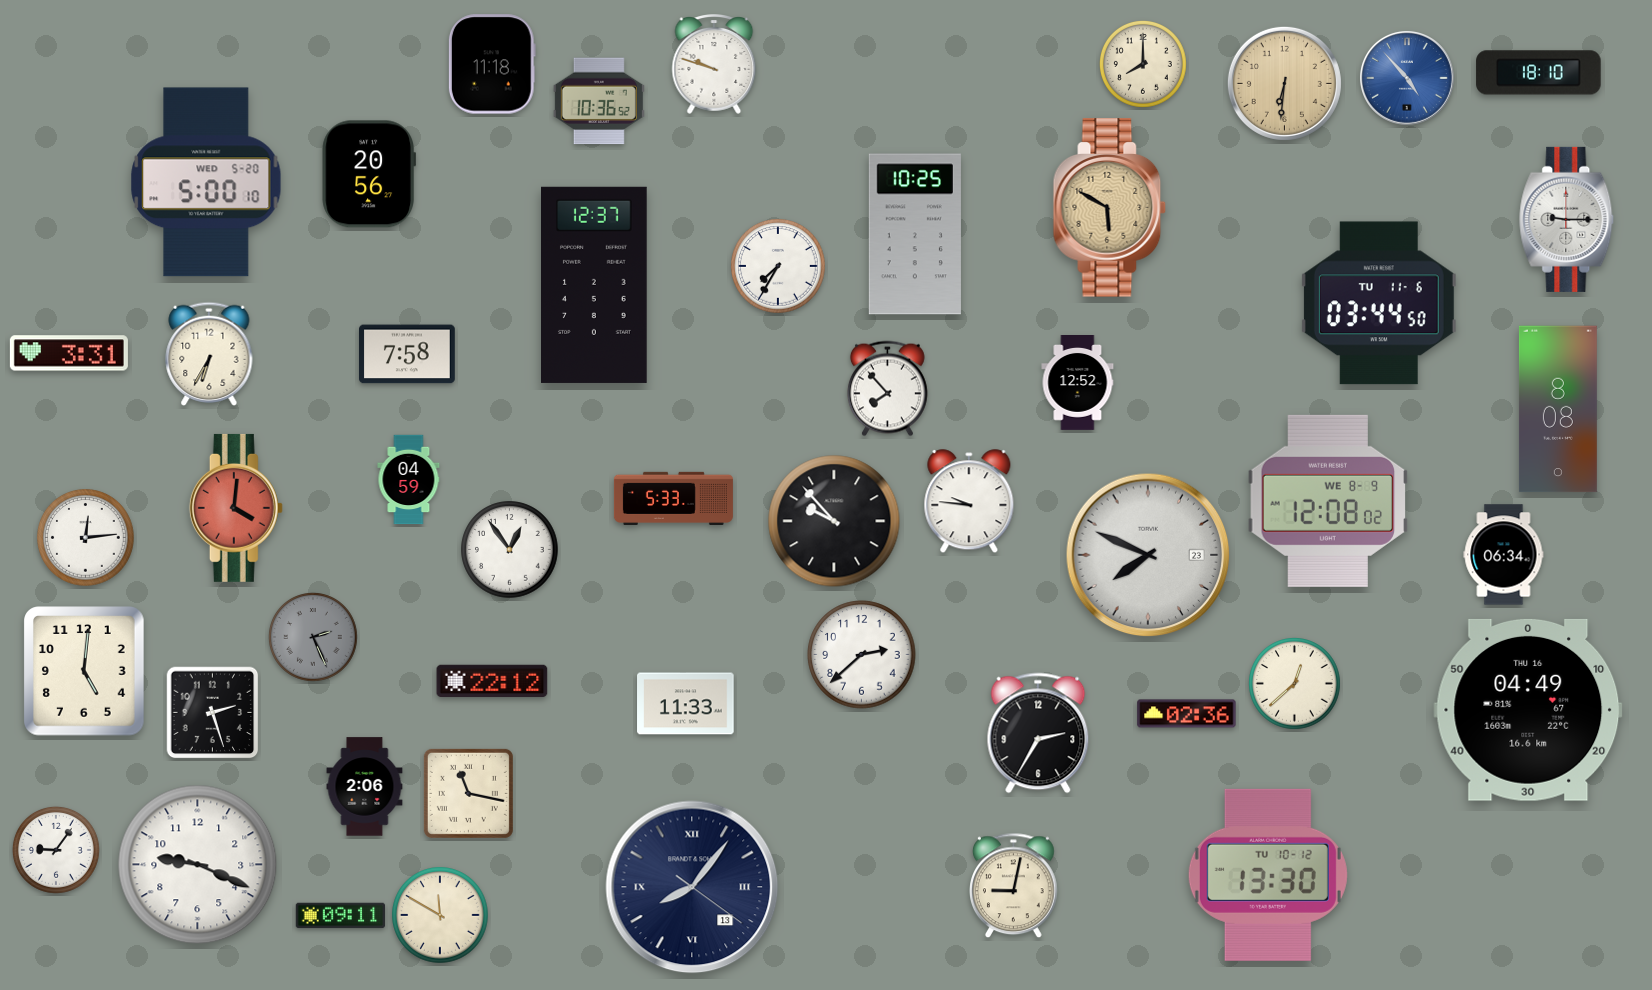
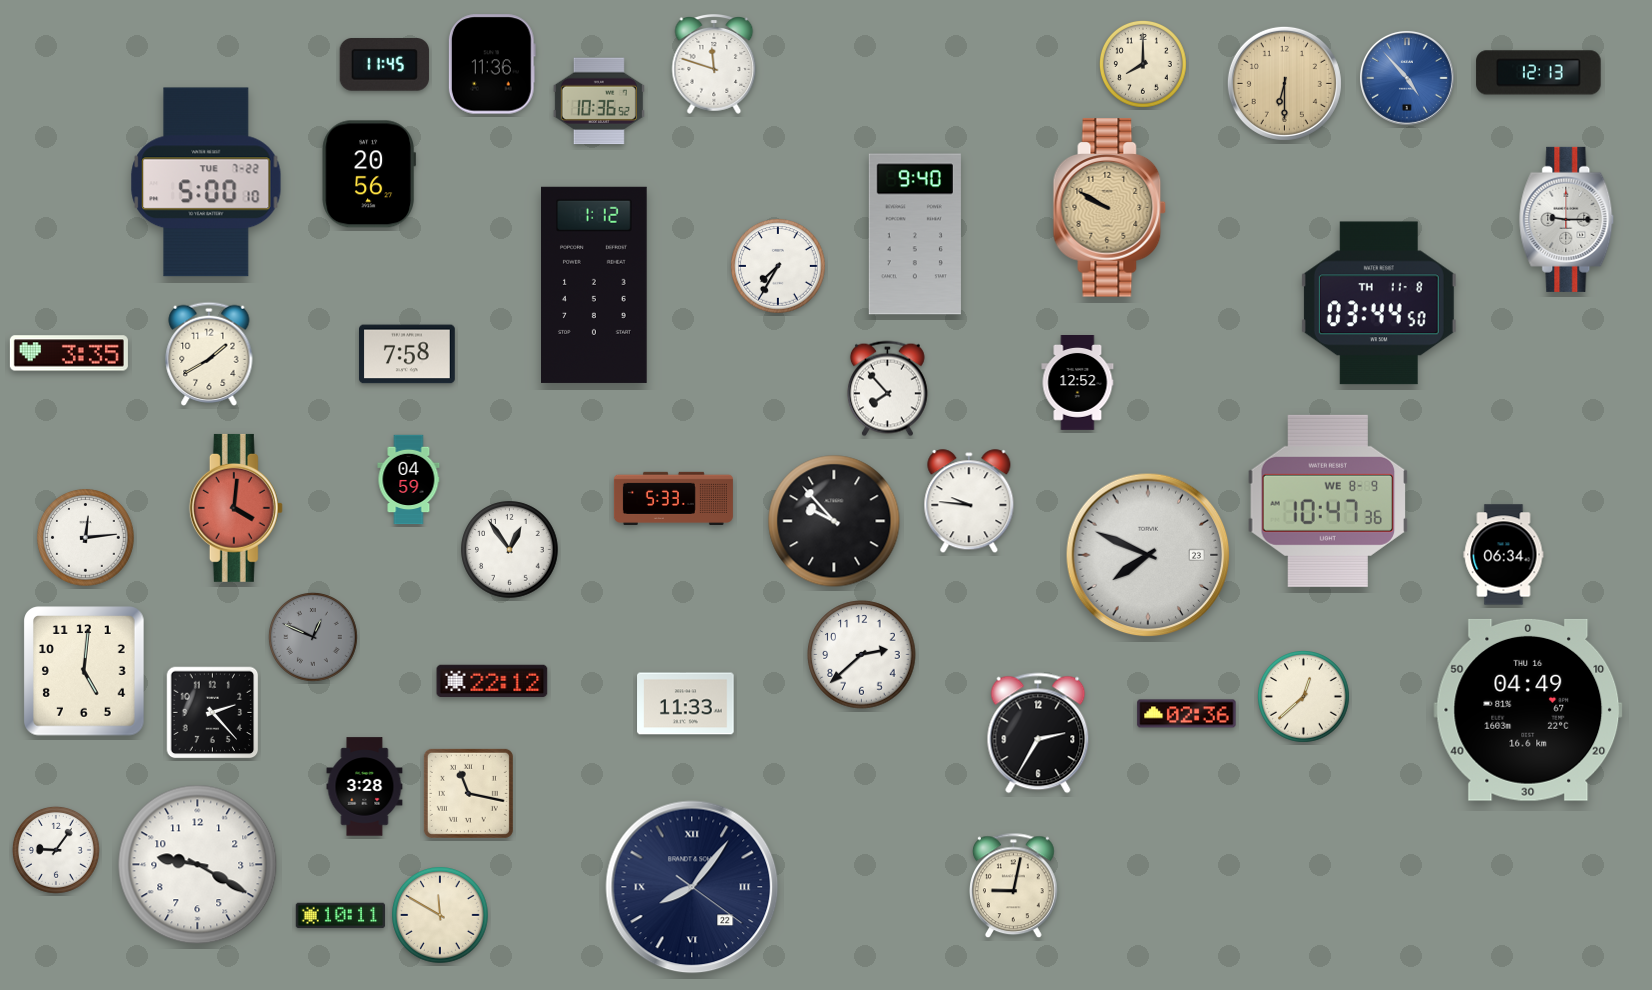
clock at (492, 64): 11:18 -> 11:36
clock at (384, 65): none -> 11:45
clock at (714, 65): 9:48 -> 11:48
clock at (1539, 73): 18:10 -> 12:13
clock at (1284, 83): 6:31 -> 6:30
clock at (206, 182) date: WED 5-20 -> TUE 7-22
clock at (1110, 208): 5:50 -> 9:50
clock at (915, 234): 10:25 -> 9:40
clock at (595, 285): 12:37 -> 1:12
clock at (1379, 303) date: TU 11-6 -> TH 11-8
clock at (69, 353): 3:31 -> 3:35
clock at (209, 353): 6:35 -> 1:40
clock at (1558, 409): 8:08 -> none
clock at (1328, 501): 12:08 -> 10:47
clock at (314, 638): 2:26 -> 12:49
clock at (1295, 684) position: (1295, 684) -> (1304, 697)
clock at (213, 713): 2:27 -> 2:23
clock at (365, 787): 2:06 -> 3:28
clock at (198, 865): 9:19 -> 9:20
clock at (1268, 875): 13:30 -> none
clock at (692, 887) date: 13 -> 22
clock at (341, 916): 09:11 -> 10:11
